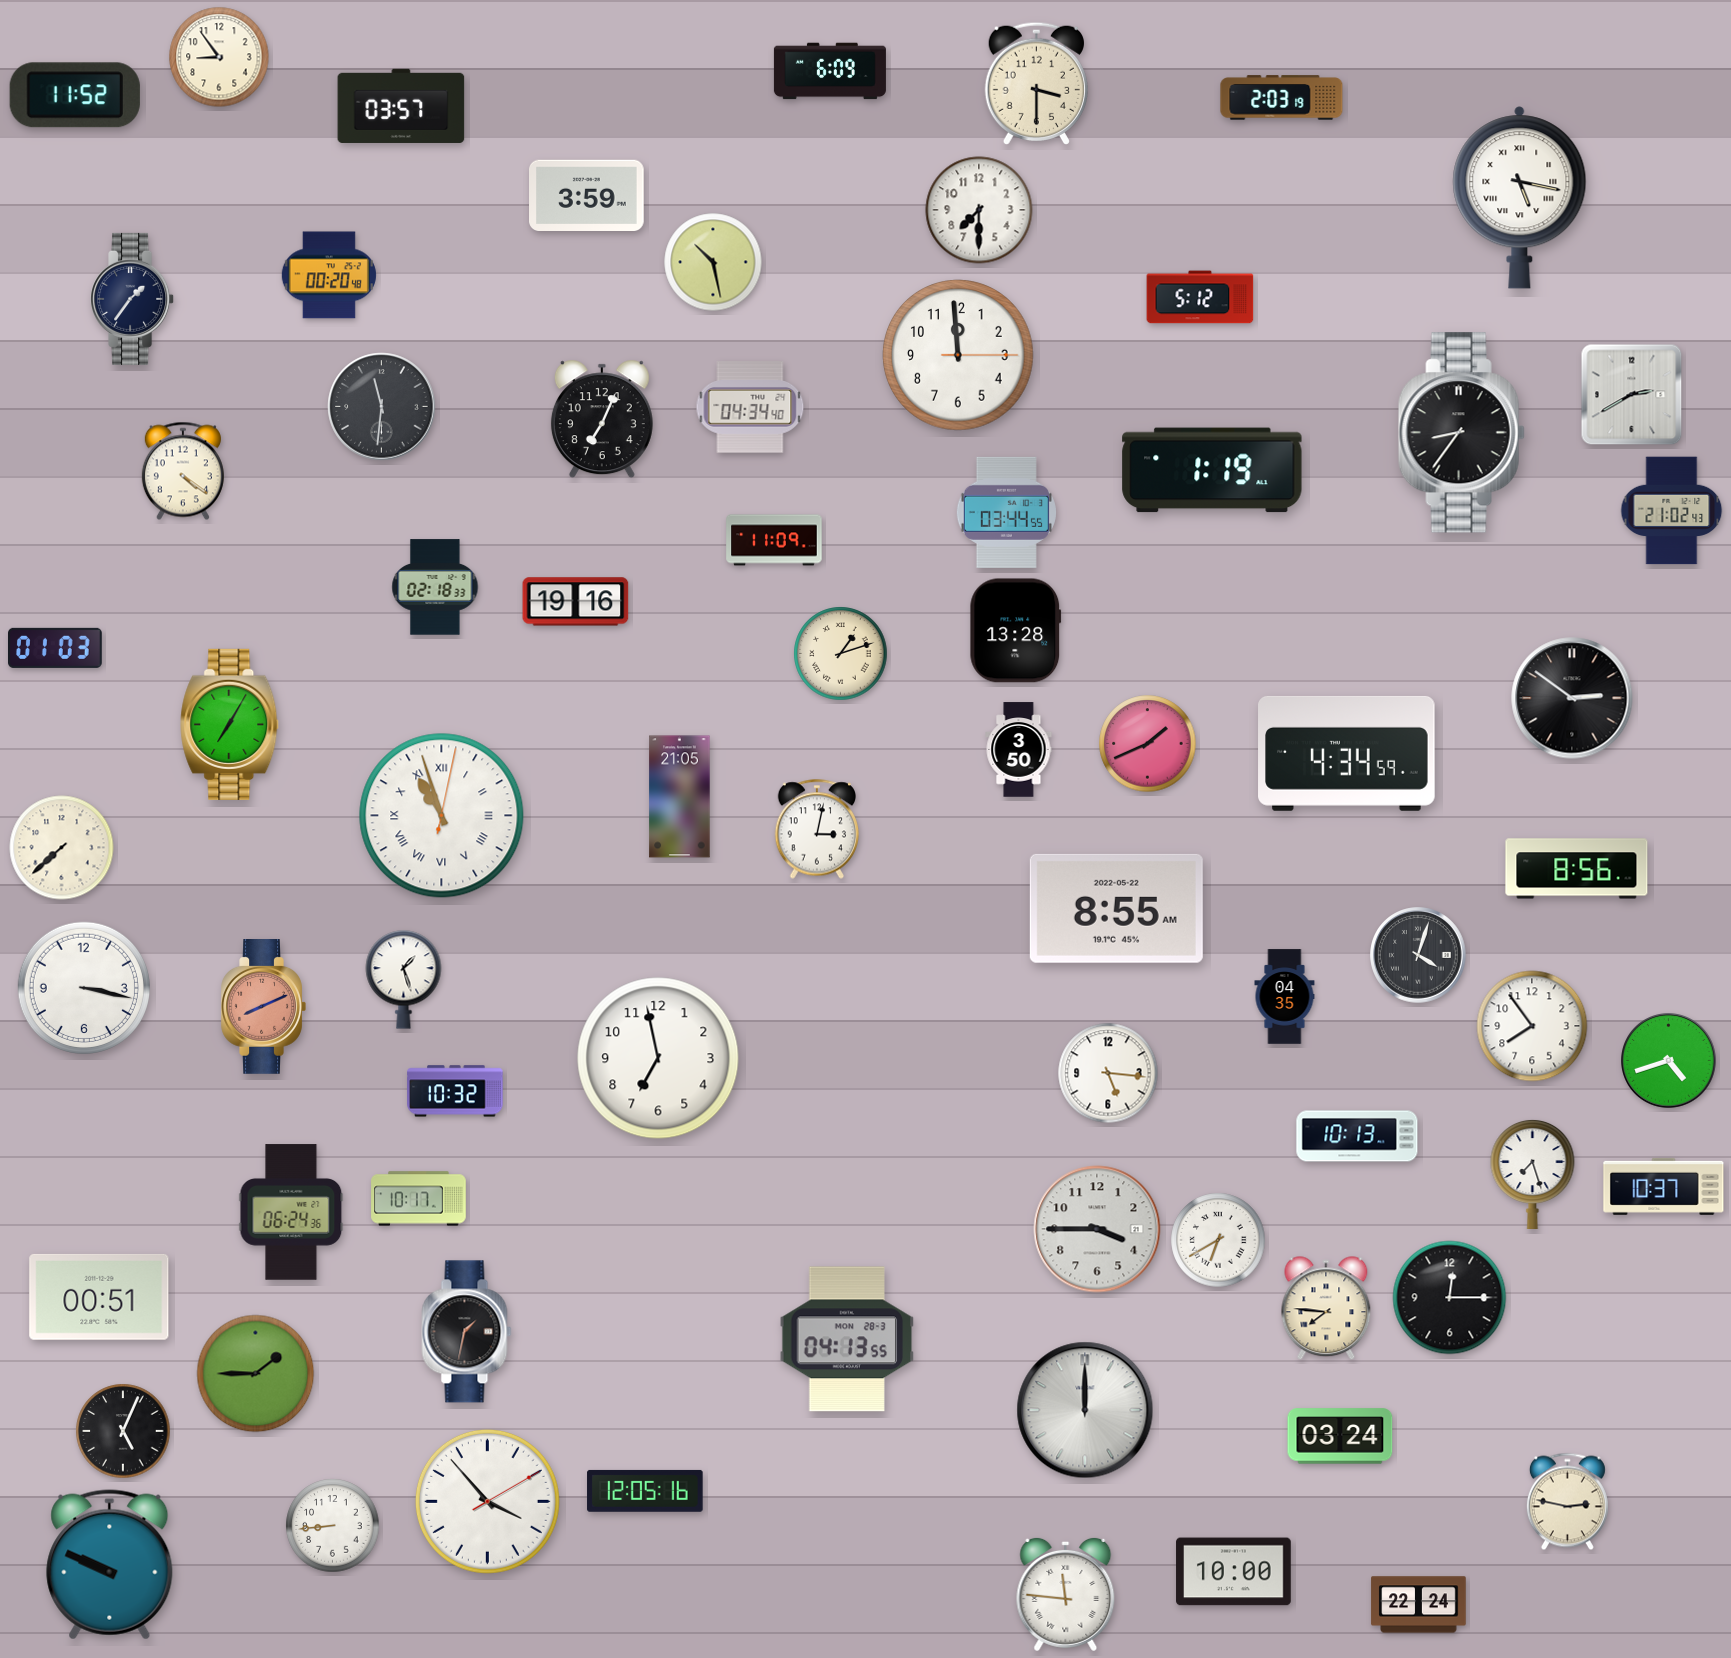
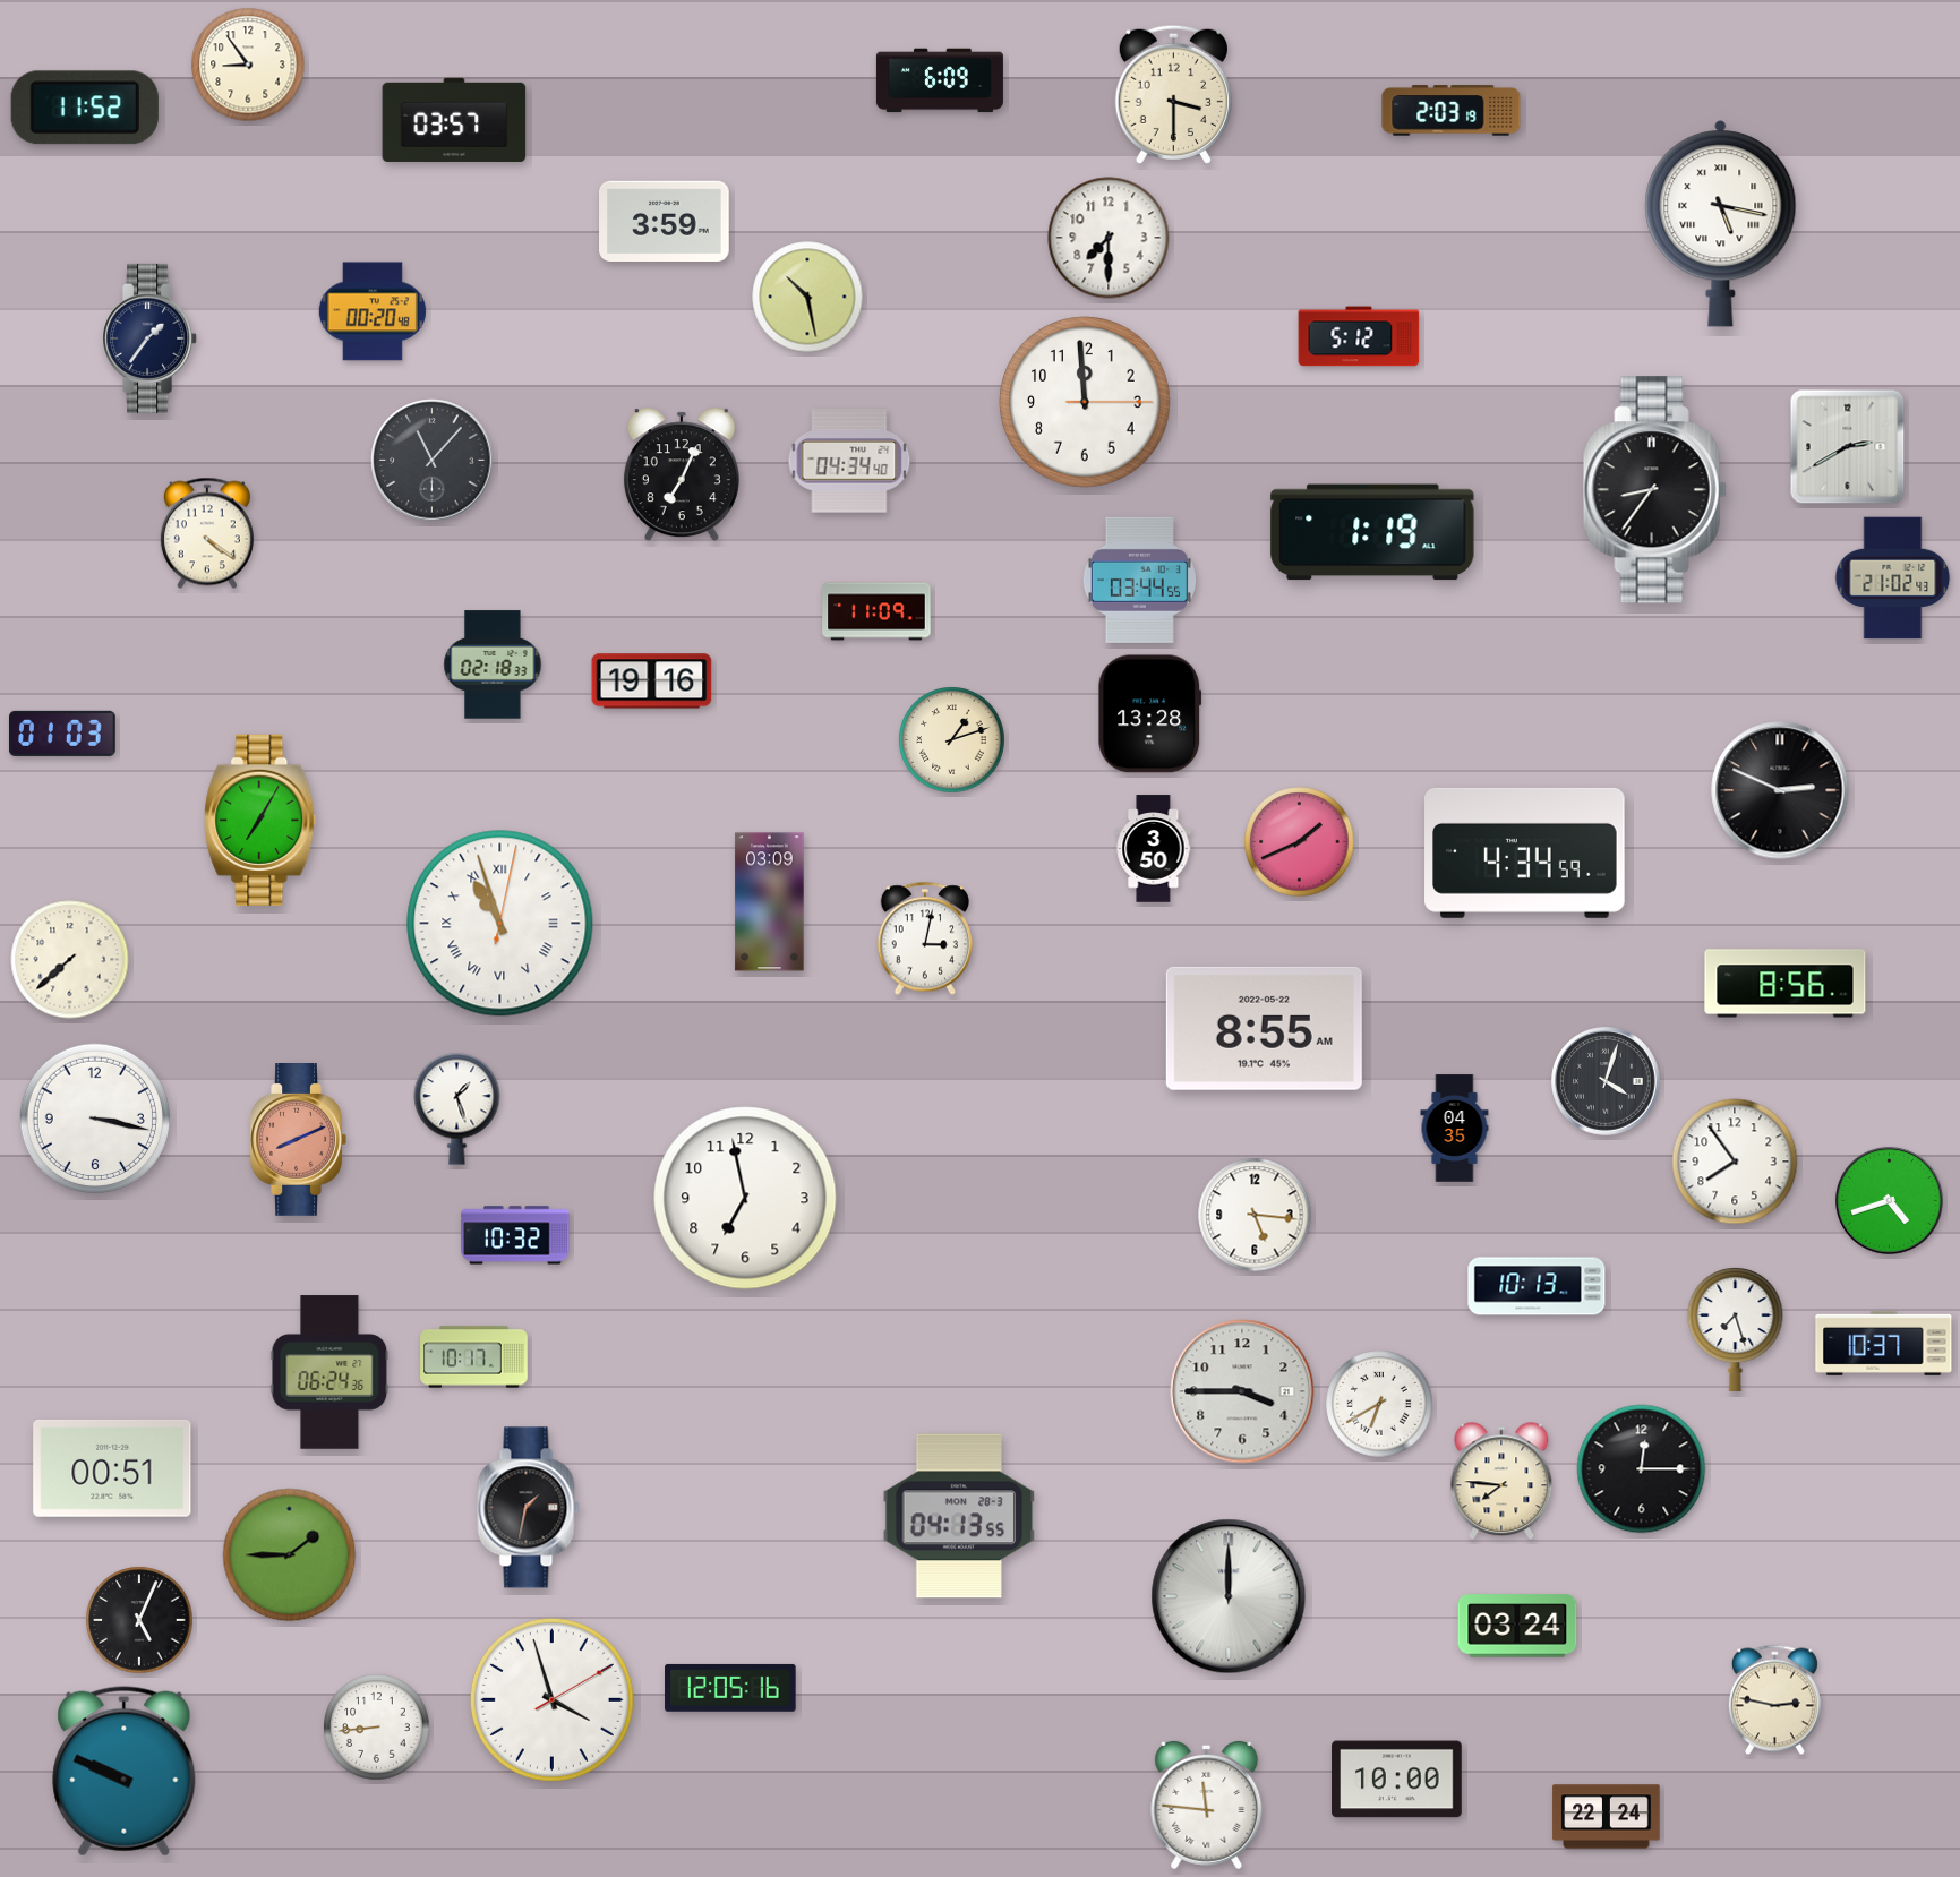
clock at (382, 407): 11:31 -> 11:07
clock at (1572, 698): 2:51 -> 2:49
clock at (680, 797): 21:05 -> 03:09
clock at (487, 1501): 3:53 -> 3:57
